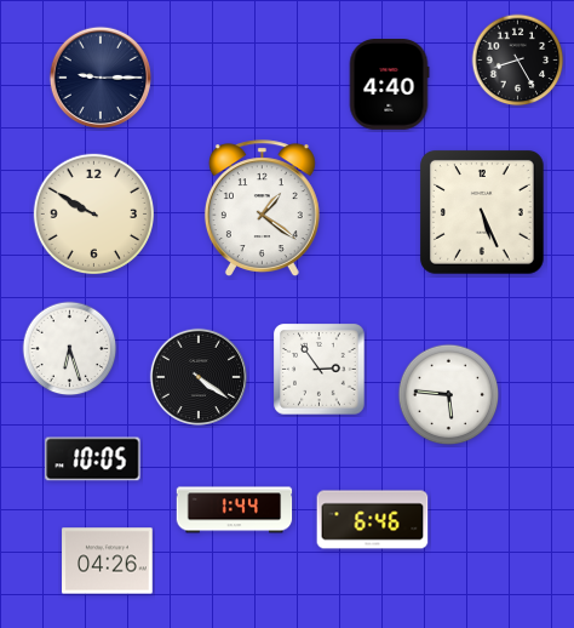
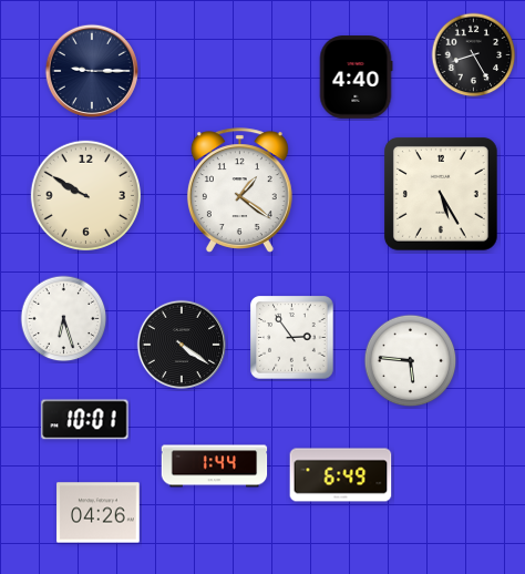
clock at (483, 213): 5:26 -> 5:25
clock at (93, 459): 10:05 -> 10:01
clock at (373, 520): 6:46 -> 6:49
